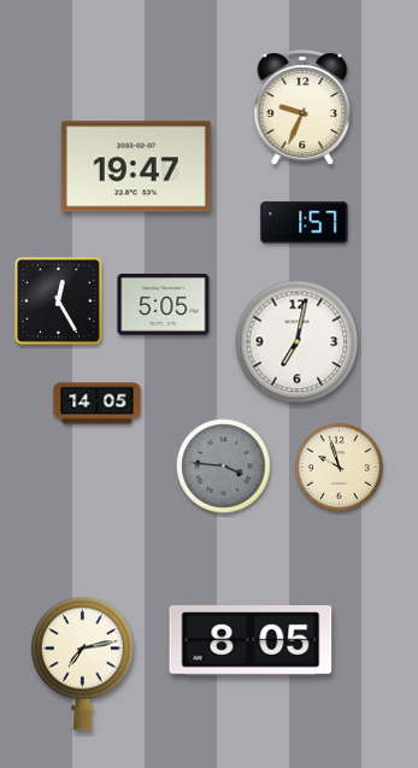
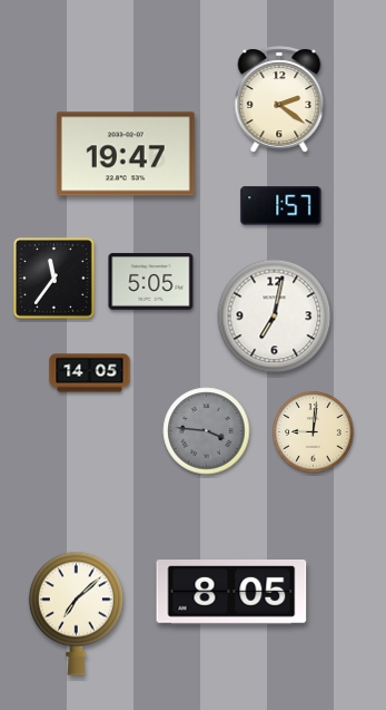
clock at (302, 107): 9:34 -> 2:21
clock at (58, 300): 12:25 -> 11:36
clock at (340, 468): 9:57 -> 9:01
clock at (82, 663): 7:13 -> 7:08
